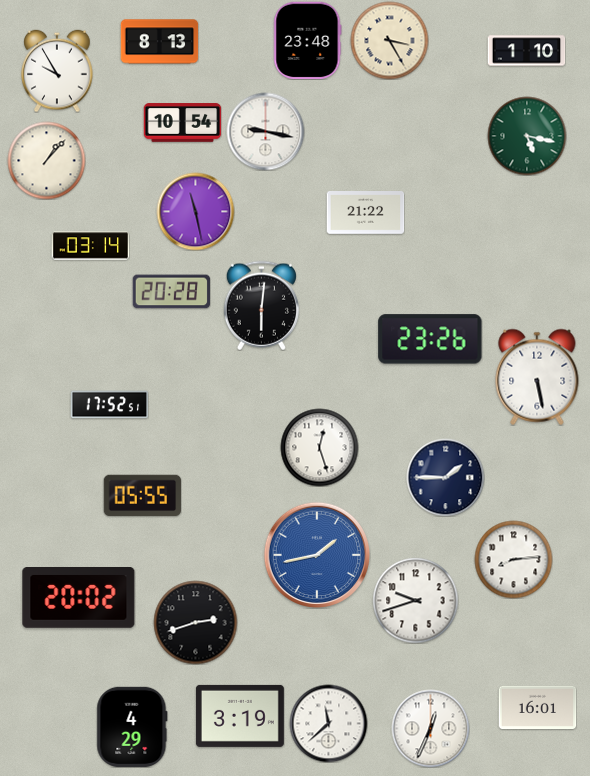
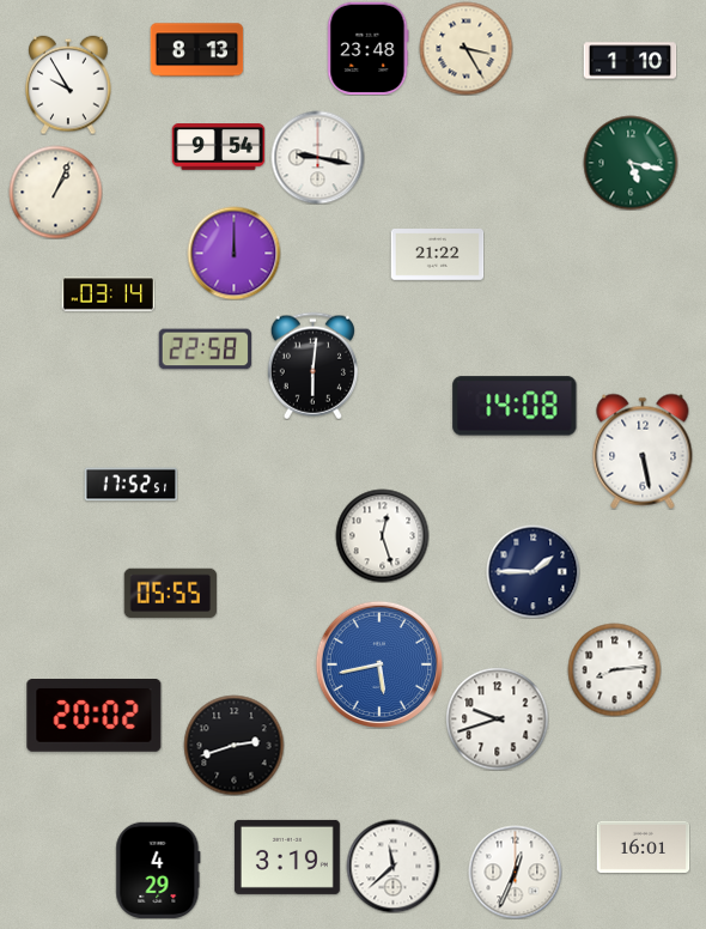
clock at (159, 42) position: (159, 42) -> (196, 50)
clock at (182, 123): 10:54 -> 9:54
clock at (46, 160): 1:07 -> 1:04
clock at (195, 211): 11:28 -> 12:00
clock at (171, 292): 20:28 -> 22:58
clock at (430, 339): 23:26 -> 14:08
clock at (316, 554): 1:43 -> 5:43
